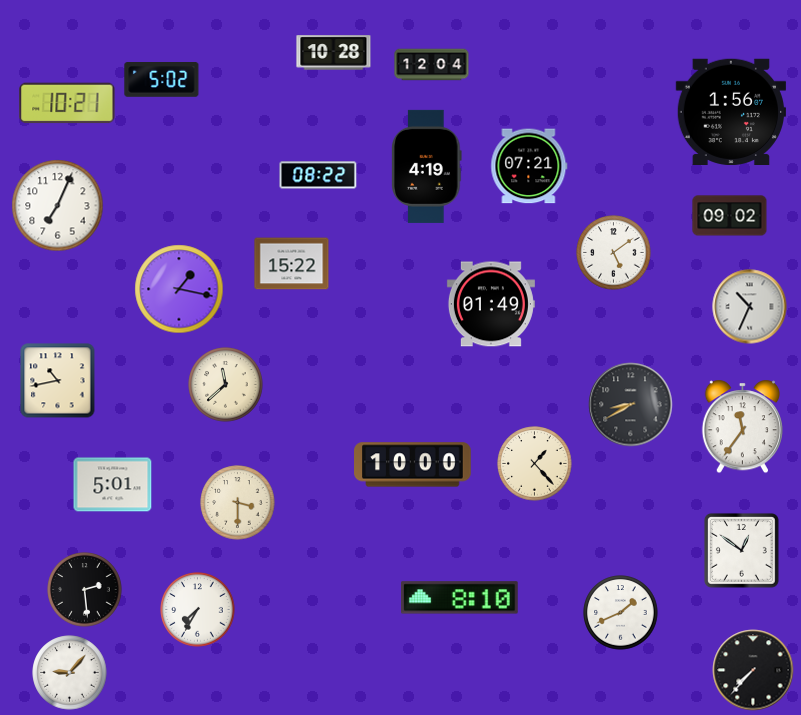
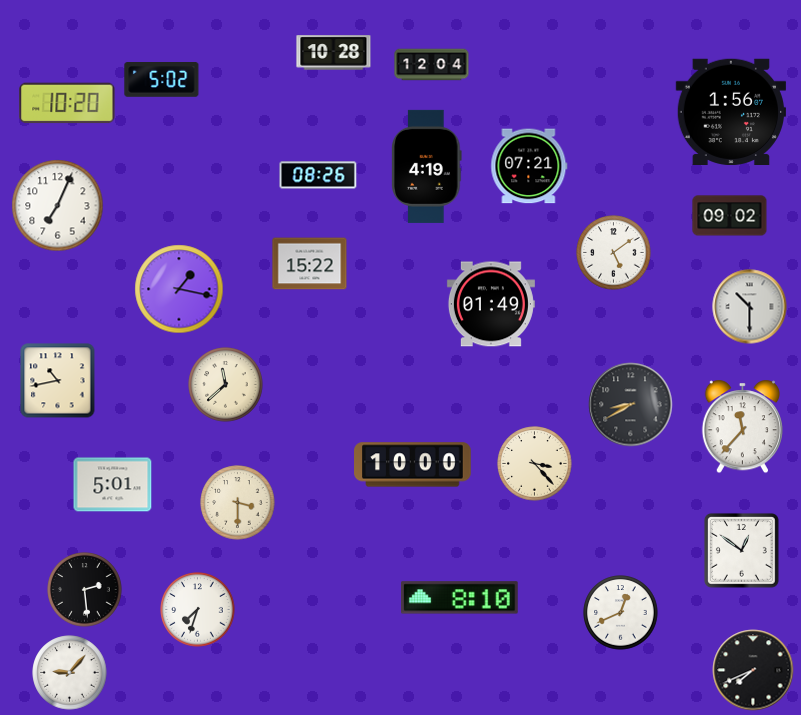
clock at (67, 103): 10:21 -> 10:20
clock at (318, 175): 08:22 -> 08:26
clock at (292, 264) position: (292, 264) -> (310, 264)
clock at (750, 307): 10:34 -> 10:30
clock at (742, 427): 11:36 -> 11:37
clock at (535, 464): 1:23 -> 3:23
clock at (198, 610): 7:35 -> 7:33
clock at (621, 613): 1:41 -> 12:41
clock at (753, 670): 7:37 -> 7:41
